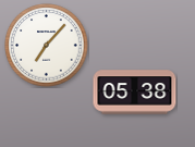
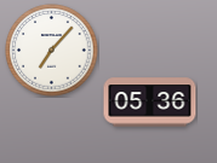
clock at (135, 93): 05:38 -> 05:36
